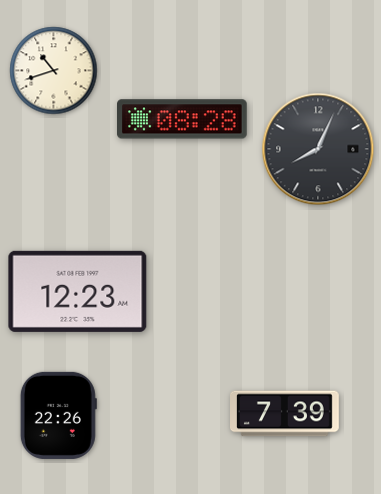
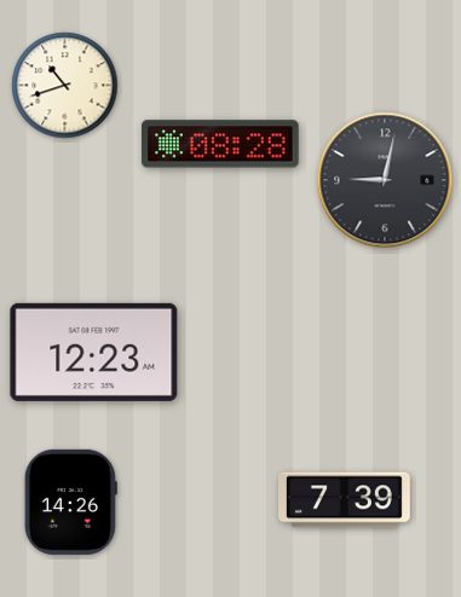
clock at (318, 149): 8:04 -> 9:02
clock at (58, 415): 22:26 -> 14:26
